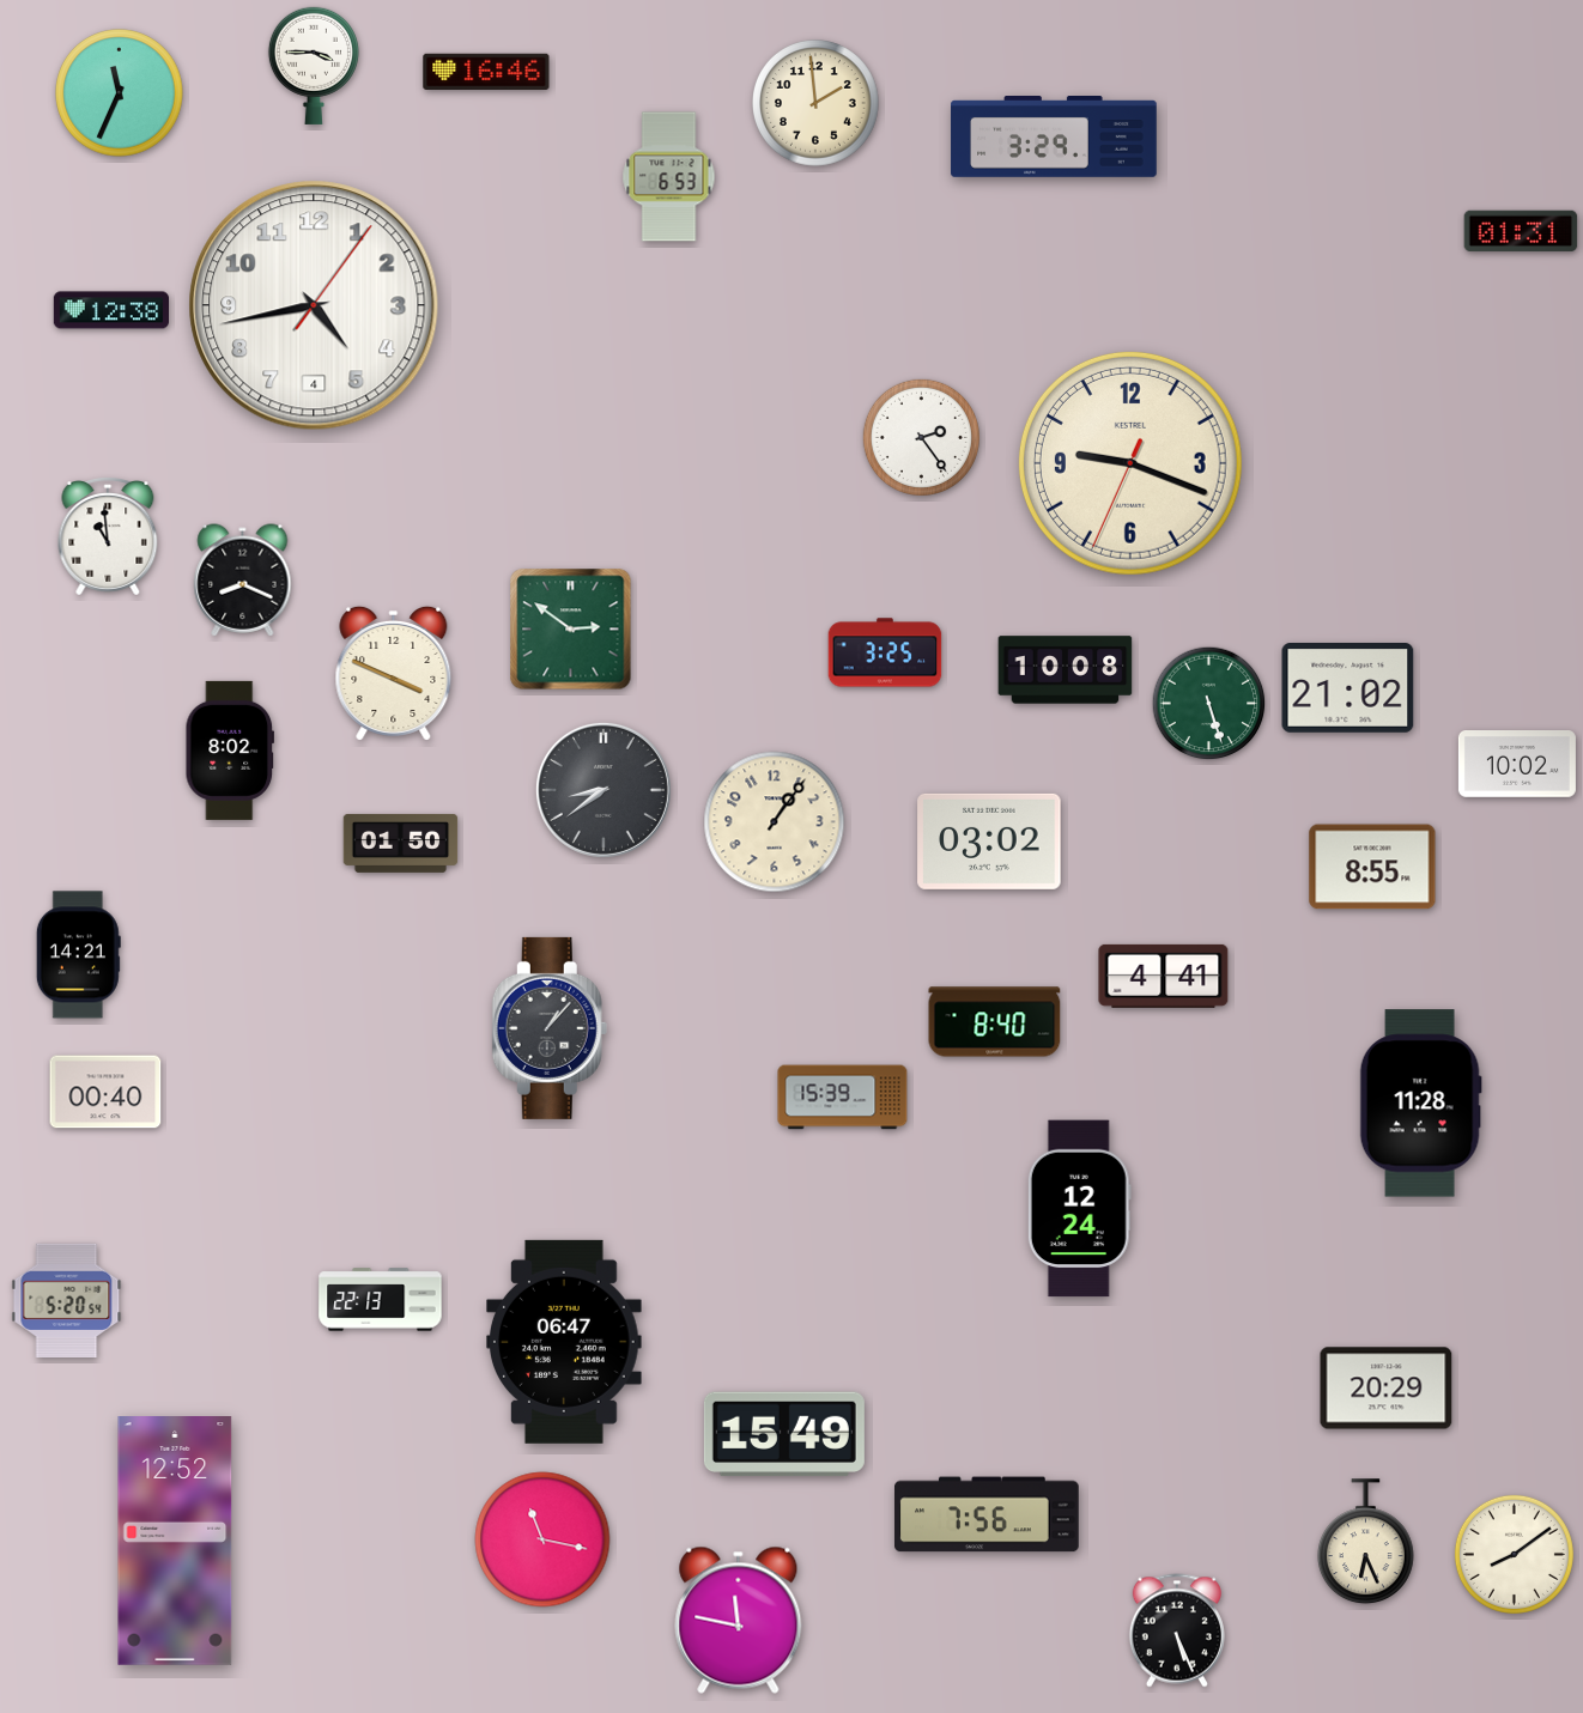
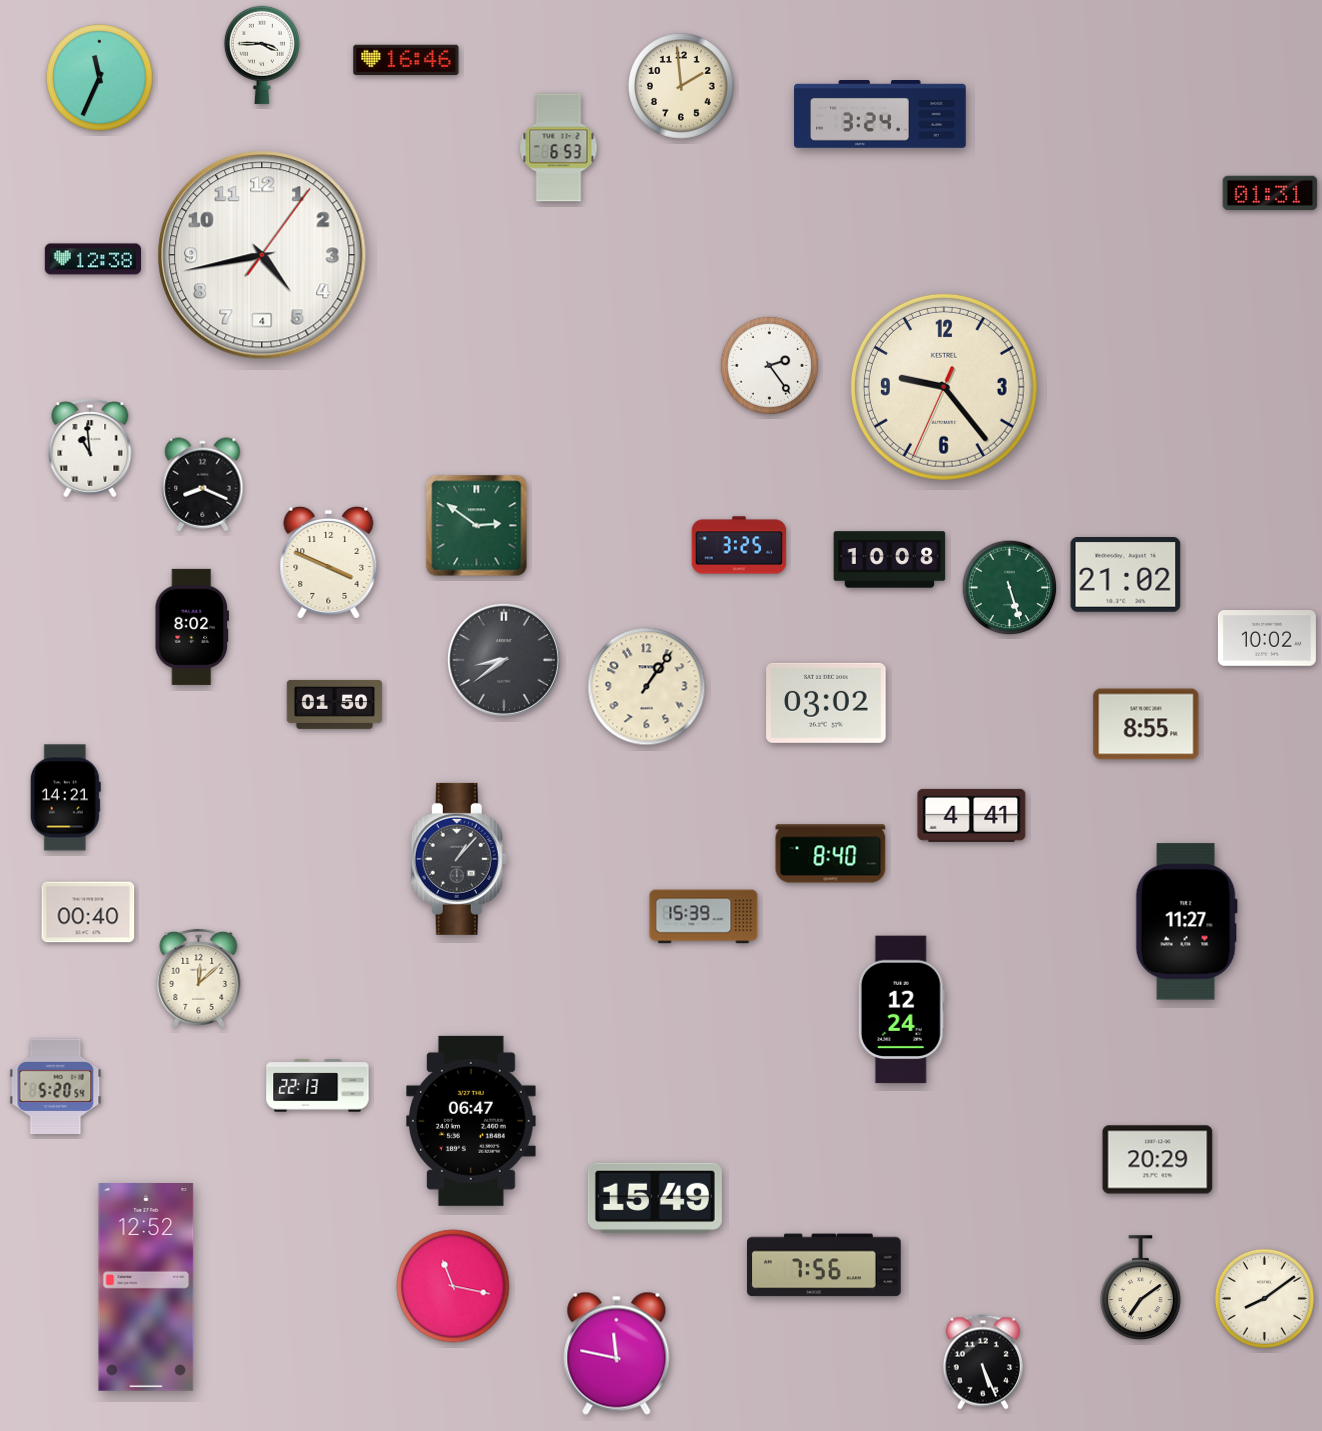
clock at (1054, 138): 3:29 -> 3:24
clock at (1130, 463): 9:18 -> 9:23
clock at (1420, 1104): 11:28 -> 11:27
clock at (199, 978): none -> 12:08
clock at (1365, 1542): 6:26 -> 7:09
